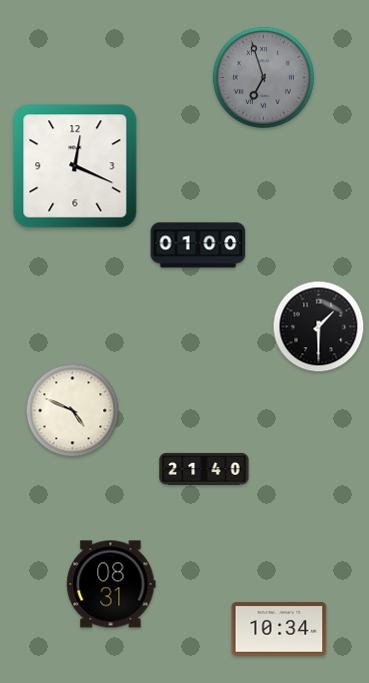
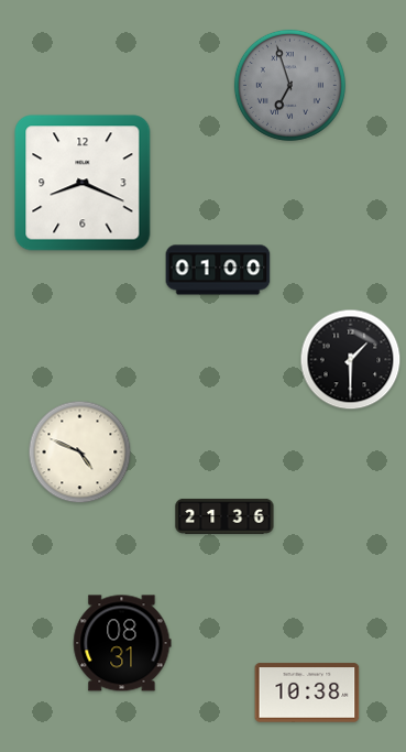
clock at (75, 166): 12:19 -> 8:19
clock at (204, 469): 21:40 -> 21:36
clock at (279, 629): 10:34 -> 10:38
